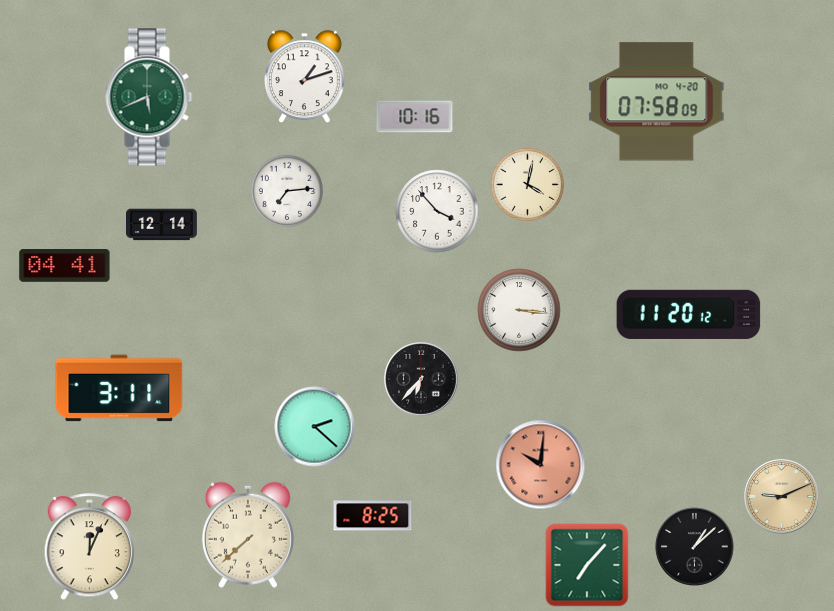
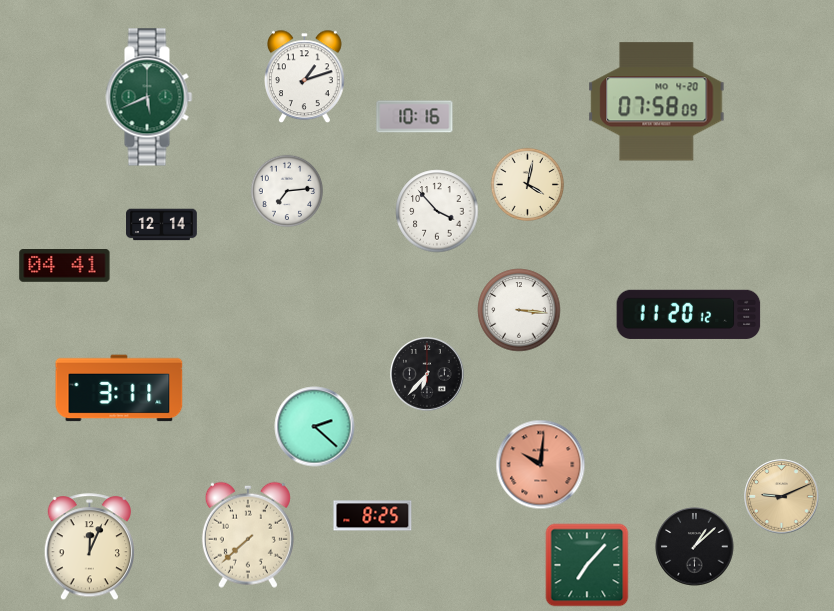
clock at (421, 379) position: (421, 379) -> (427, 374)
